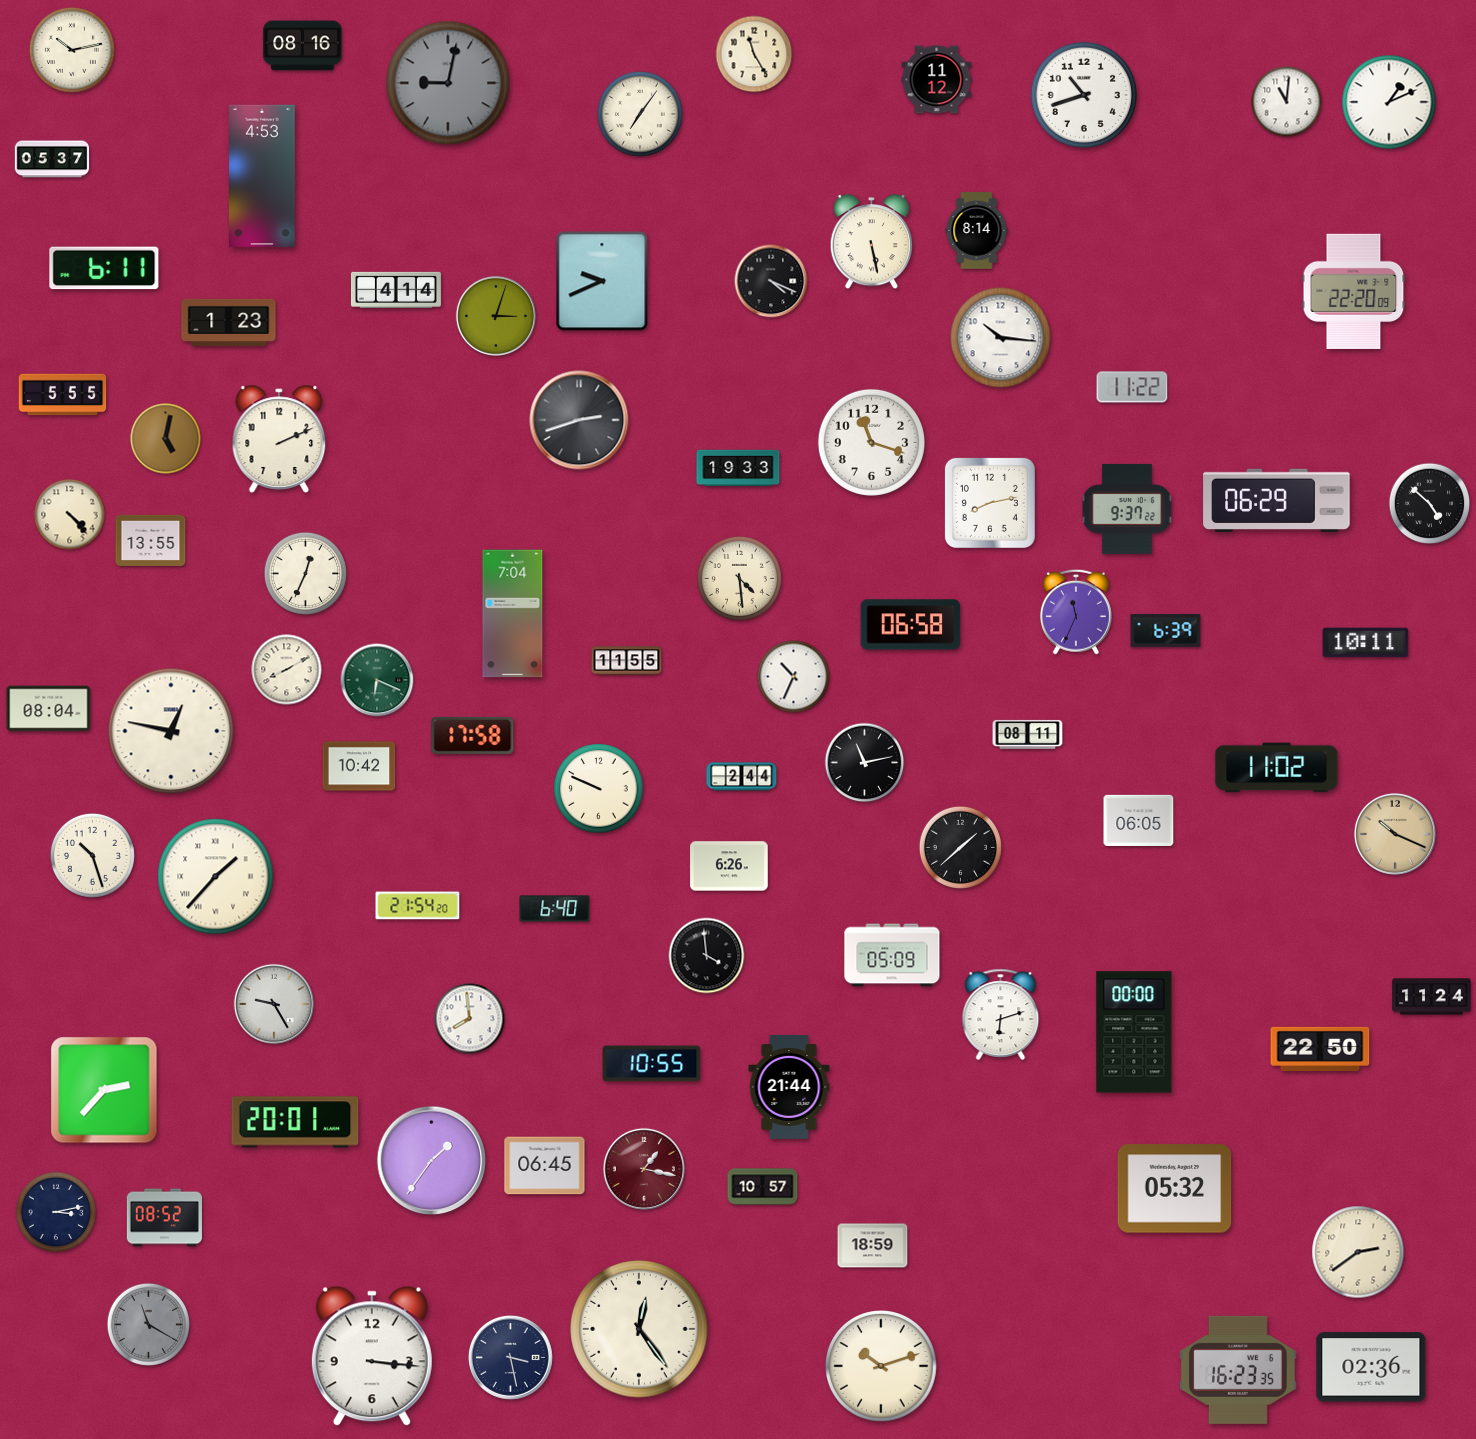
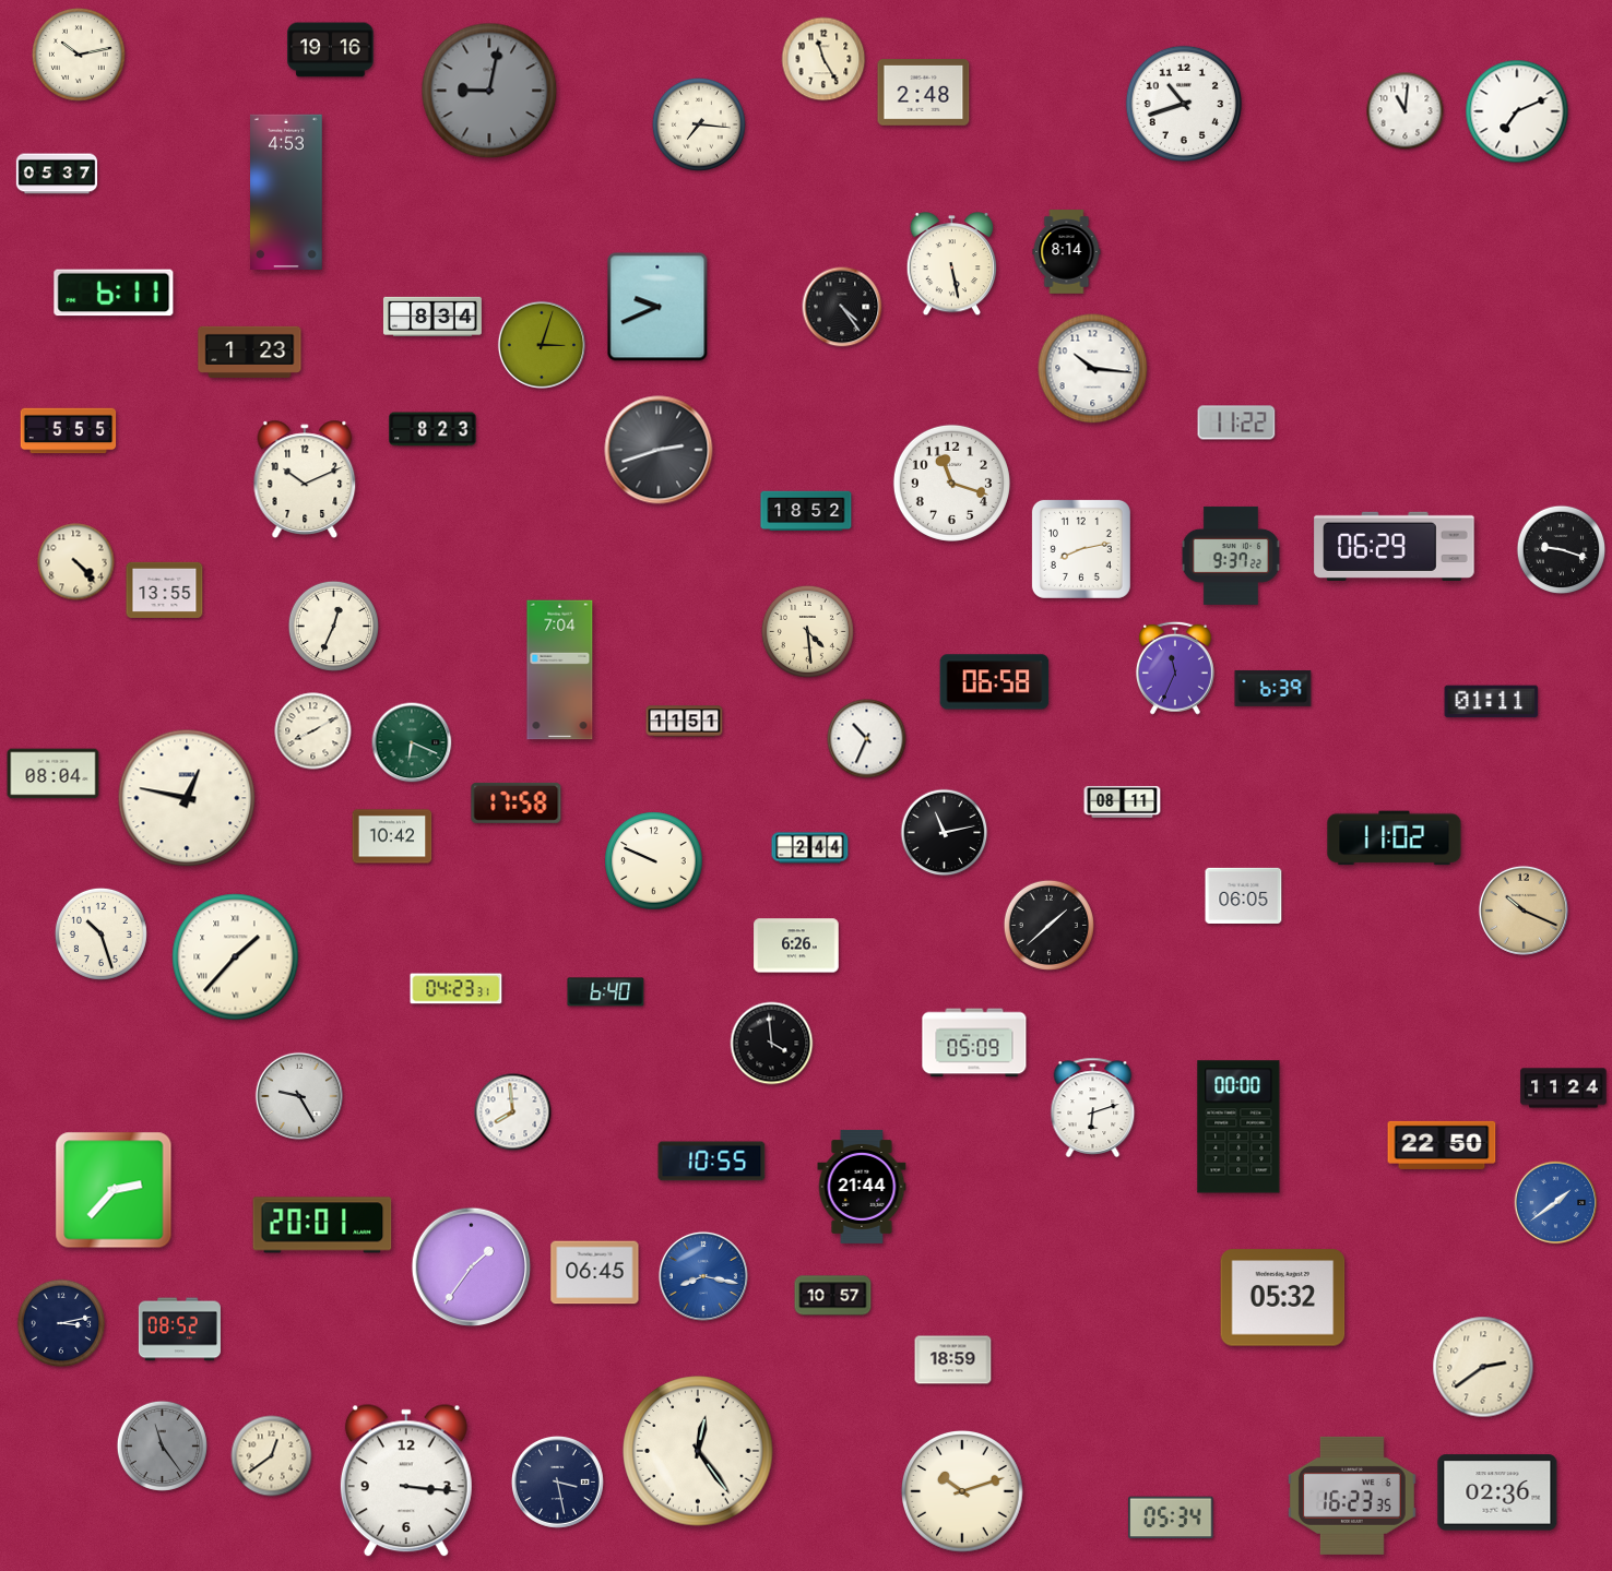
clock at (303, 46): 08:16 -> 19:16
clock at (937, 80): 11:12 -> none
clock at (924, 93): none -> 2:48
clock at (1389, 102): 1:11 -> 7:11
clock at (640, 114): 7:06 -> 7:16
clock at (771, 281): 4:19 -> 4:24
clock at (396, 290): 4:14 -> 8:34
clock at (1354, 291): 22:20 -> none
clock at (432, 429): none -> 8:23
clock at (579, 420) position: (579, 420) -> (659, 450)
clock at (166, 439): 5:02 -> none
clock at (279, 439): 2:11 -> 10:11
clock at (738, 468): 19:33 -> 18:52
clock at (1430, 504): 4:52 -> 9:18
clock at (1366, 643): 10:11 -> 01:11
clock at (627, 661): 11:55 -> 11:51
clock at (418, 906): 21:54 -> 04:23
clock at (1556, 1203): none -> 1:39
clock at (644, 1169): 1:17 -> 8:17
clock at (644, 1169) dial: burgundy -> blue
clock at (148, 1324): 11:20 -> 11:24
clock at (272, 1456): none -> 12:39
clock at (1171, 1518): none -> 05:34
